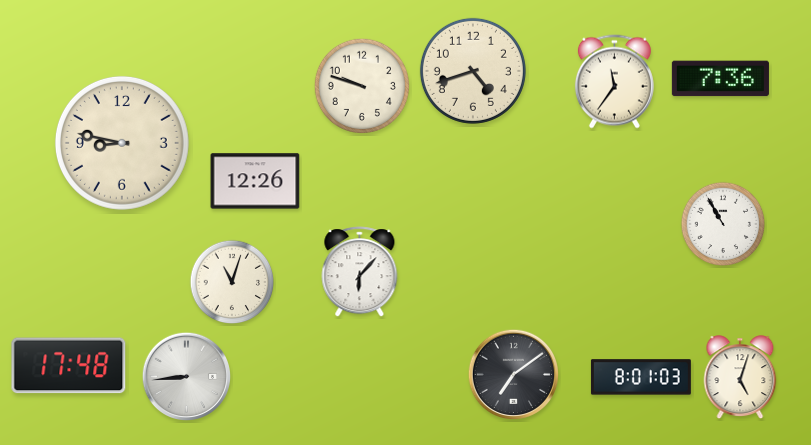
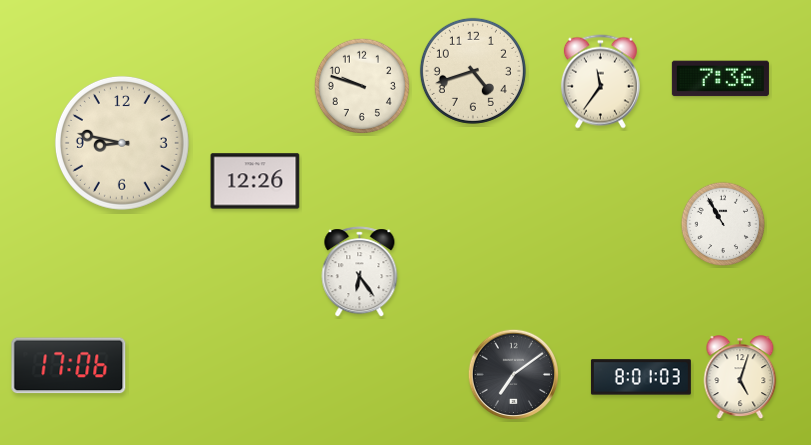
clock at (614, 82) position: (614, 82) -> (600, 82)
clock at (360, 272): 6:07 -> 6:24
clock at (232, 282): 11:03 -> none
clock at (69, 366): 17:48 -> 17:06
clock at (186, 376): 8:44 -> none
